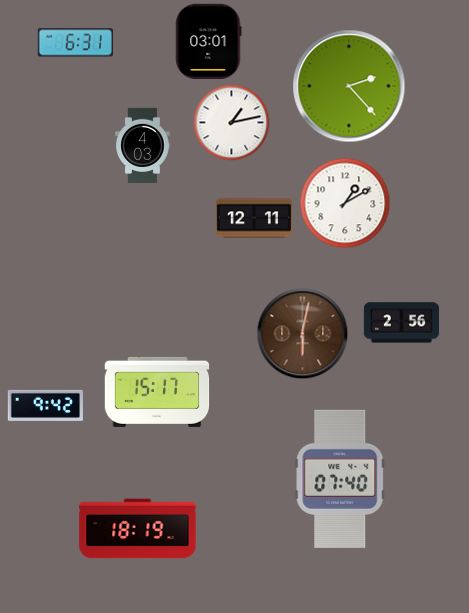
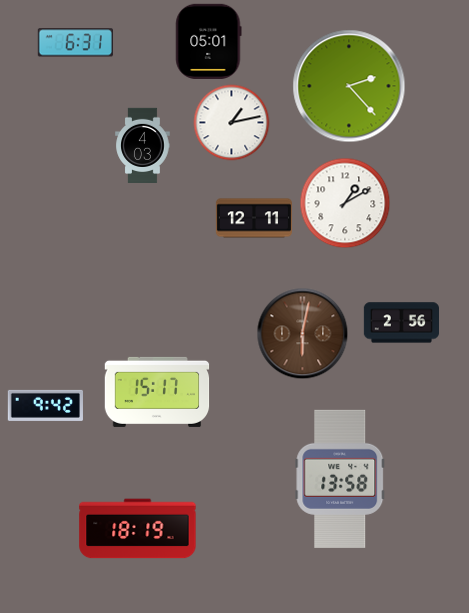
clock at (209, 41): 03:01 -> 05:01
clock at (340, 479): 07:40 -> 13:58
